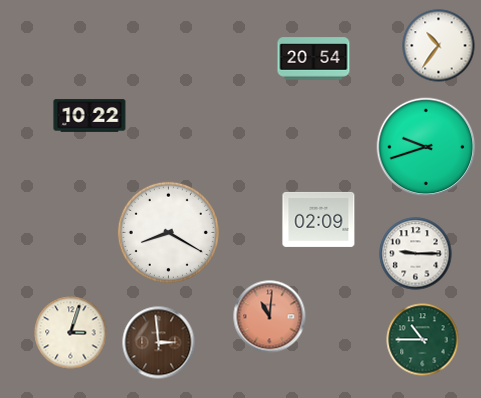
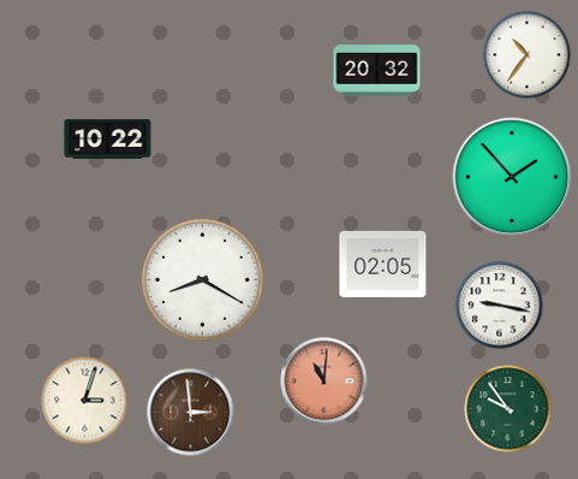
clock at (314, 59): 20:54 -> 20:32
clock at (426, 147): 9:42 -> 1:53
clock at (319, 219): 02:09 -> 02:05
clock at (416, 254): 9:15 -> 9:17
clock at (423, 340): 10:45 -> 9:54
